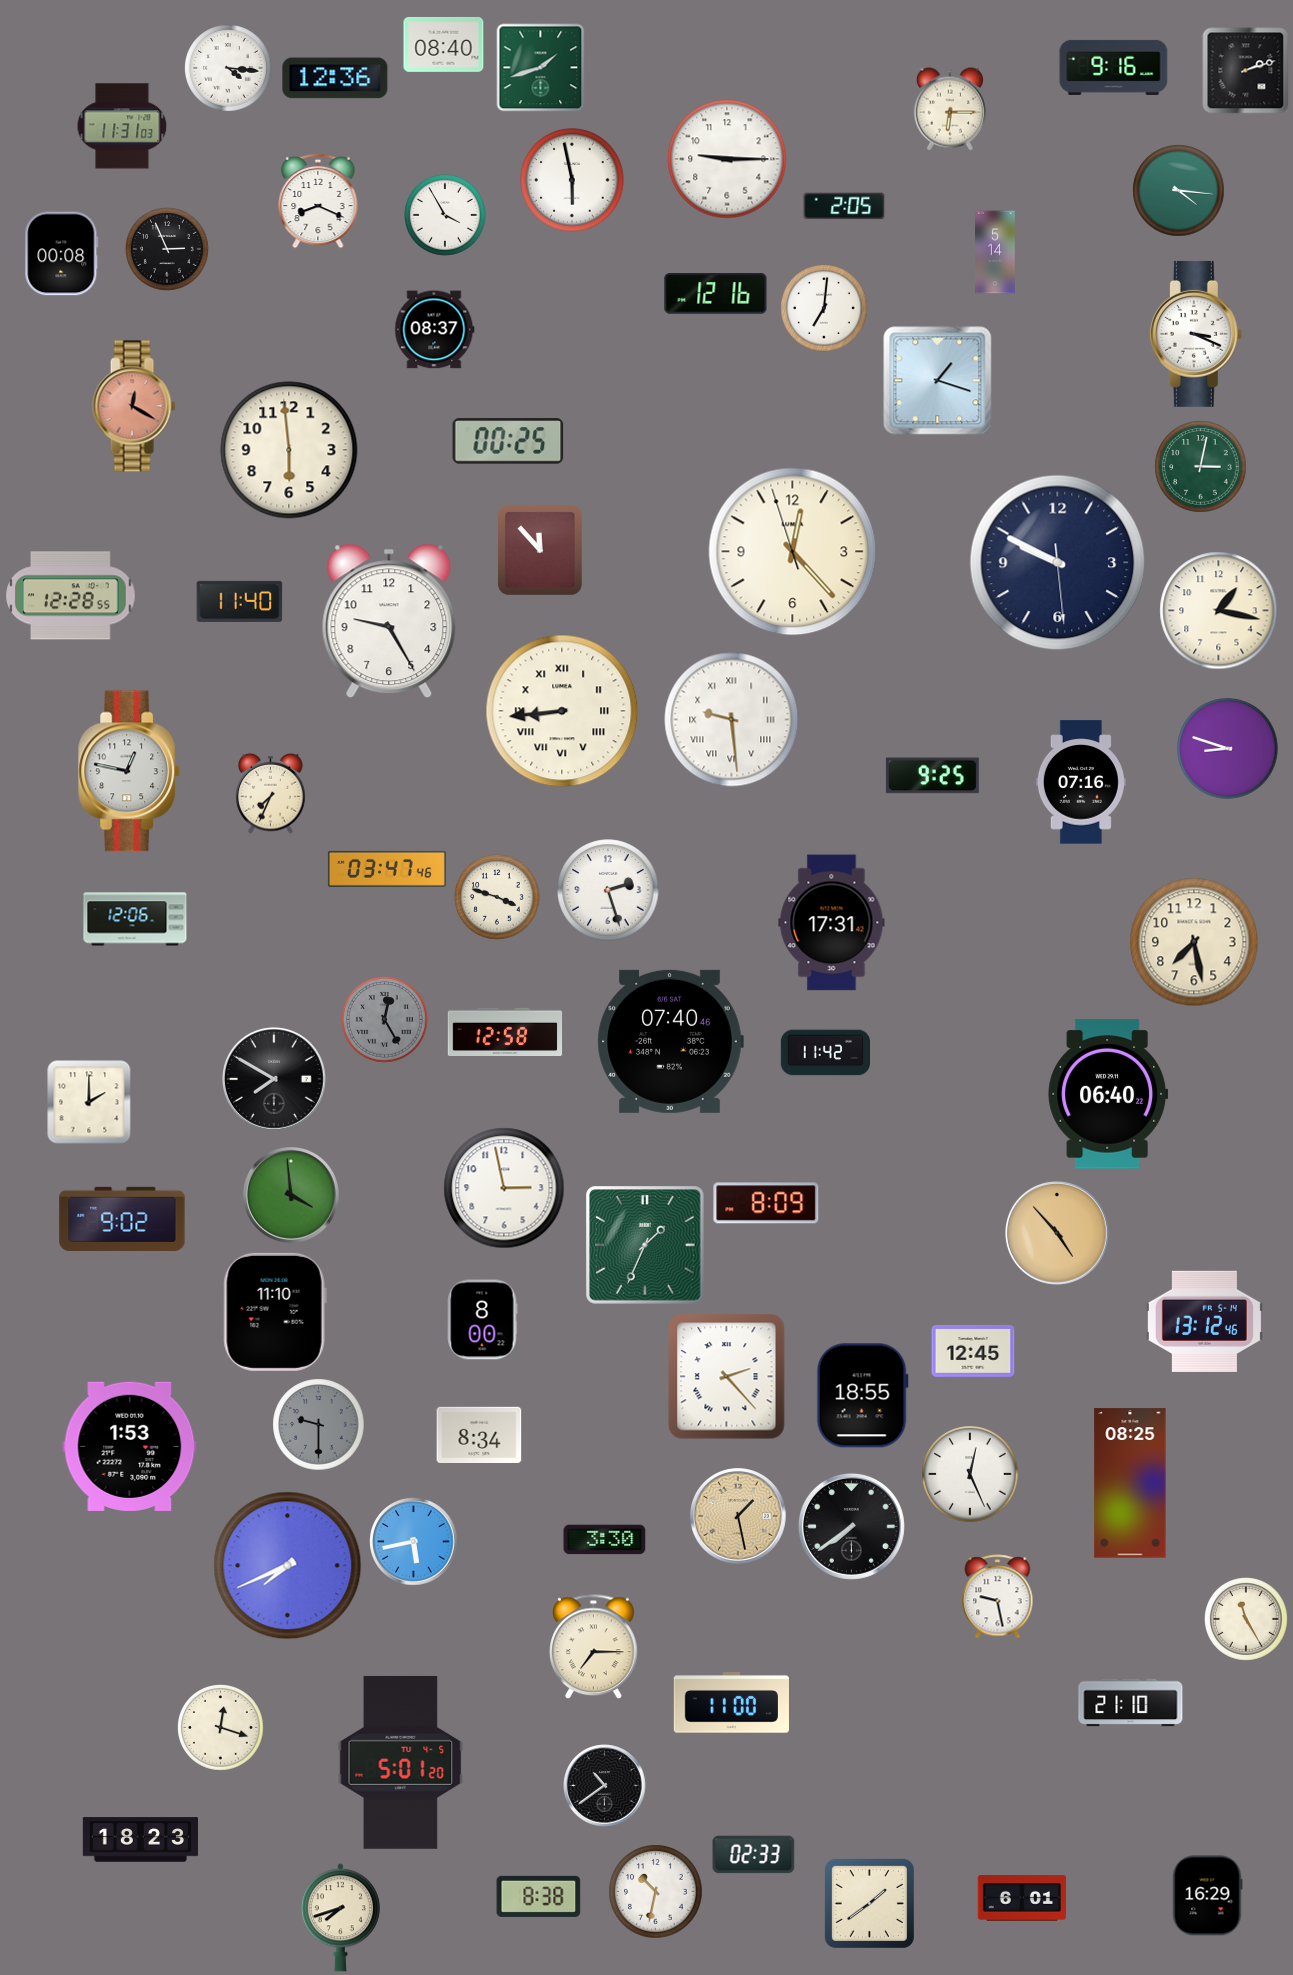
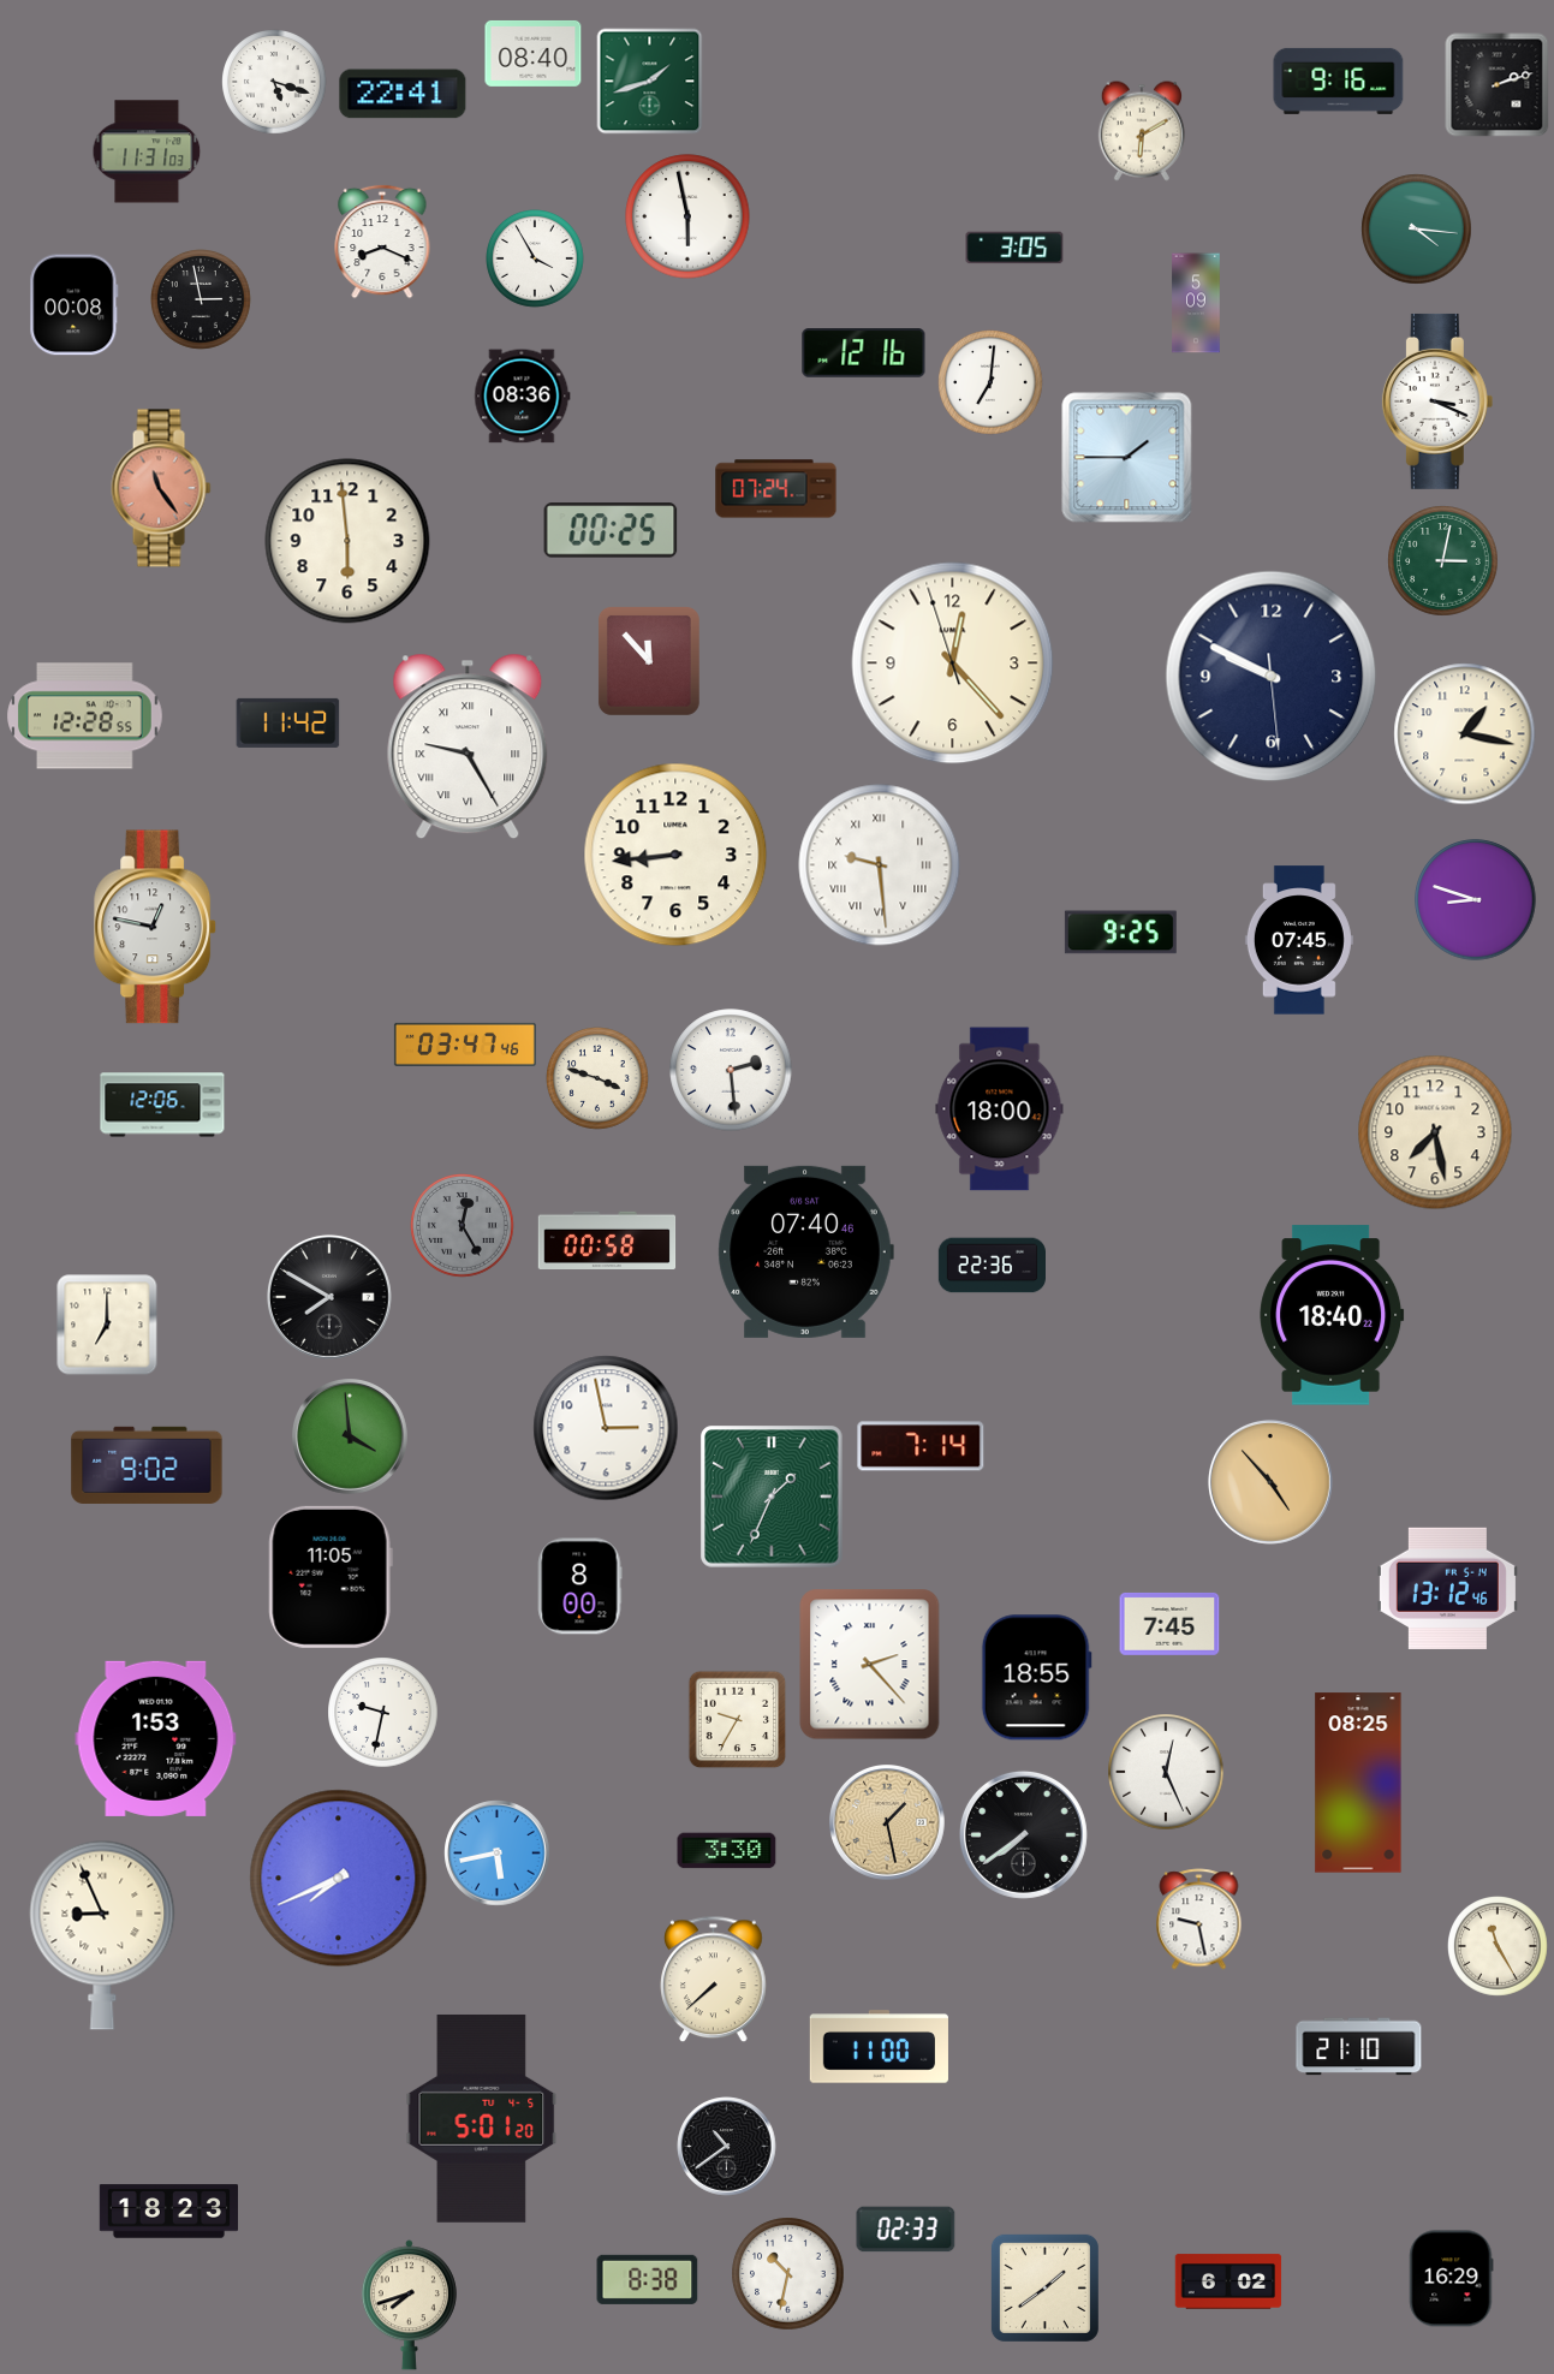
clock at (228, 68): 4:16 -> 5:18
clock at (335, 78): 12:36 -> 22:41
clock at (950, 109): 6:15 -> 6:10
clock at (727, 159): 9:15 -> none
clock at (844, 206): 2:05 -> 3:05
clock at (168, 250): 2:56 -> 2:58
clock at (995, 252): 5:14 -> 5:09
clock at (716, 294) position: (716, 294) -> (864, 353)
clock at (824, 308) position: (824, 308) -> (990, 382)
clock at (435, 330): 08:37 -> 08:36
clock at (938, 381): 1:18 -> 1:45
clock at (134, 406): 12:20 -> 11:24
clock at (776, 489): none -> 07:24
clock at (240, 601): 11:40 -> 11:42
clock at (389, 621) numerals: Arabic -> Roman
clock at (562, 711) numerals: Roman -> Arabic
clock at (1081, 782): 07:16 -> 07:45
clock at (271, 793): 7:34 -> none
clock at (608, 890): 2:27 -> 2:29
clock at (832, 923): 17:31 -> 18:00
clock at (505, 1031): 12:58 -> 00:58
clock at (825, 1053): 11:42 -> 22:36
clock at (1108, 1094): 06:40 -> 18:40
clock at (89, 1102): 2:00 -> 7:00
clock at (766, 1203): 8:09 -> 7:14
clock at (645, 1245) position: (645, 1245) -> (772, 1497)
clock at (275, 1312): 11:10 -> 11:05
clock at (973, 1351): 12:45 -> 7:45
clock at (727, 1377) position: (727, 1377) -> (870, 1665)
clock at (319, 1425): 9:30 -> 9:32
clock at (319, 1425) dial: grey -> white
clock at (738, 1720): none -> 9:35
clock at (479, 1434): 8:34 -> none
clock at (288, 1566) position: (288, 1566) -> (339, 1879)
clock at (102, 1935): none -> 8:56
clock at (594, 1647): 7:15 -> 7:38
clock at (221, 1728): 12:18 -> none
clock at (1022, 1898): 6:01 -> 6:02
